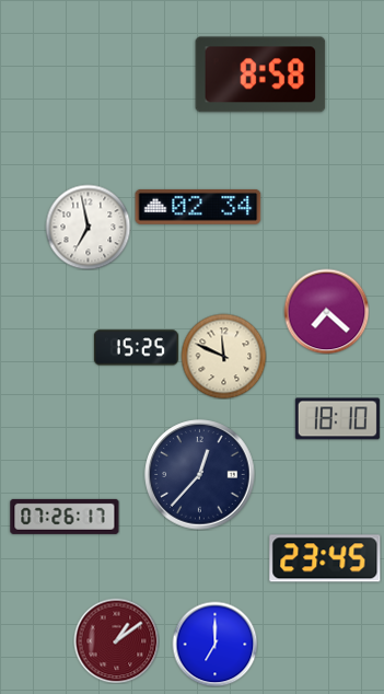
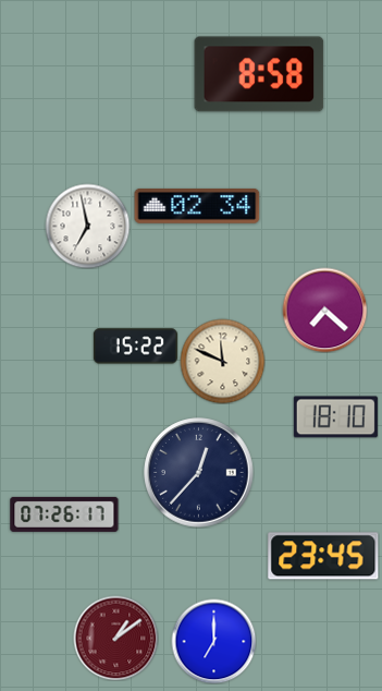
clock at (136, 348): 15:25 -> 15:22
clock at (223, 356) position: (223, 356) -> (222, 361)
